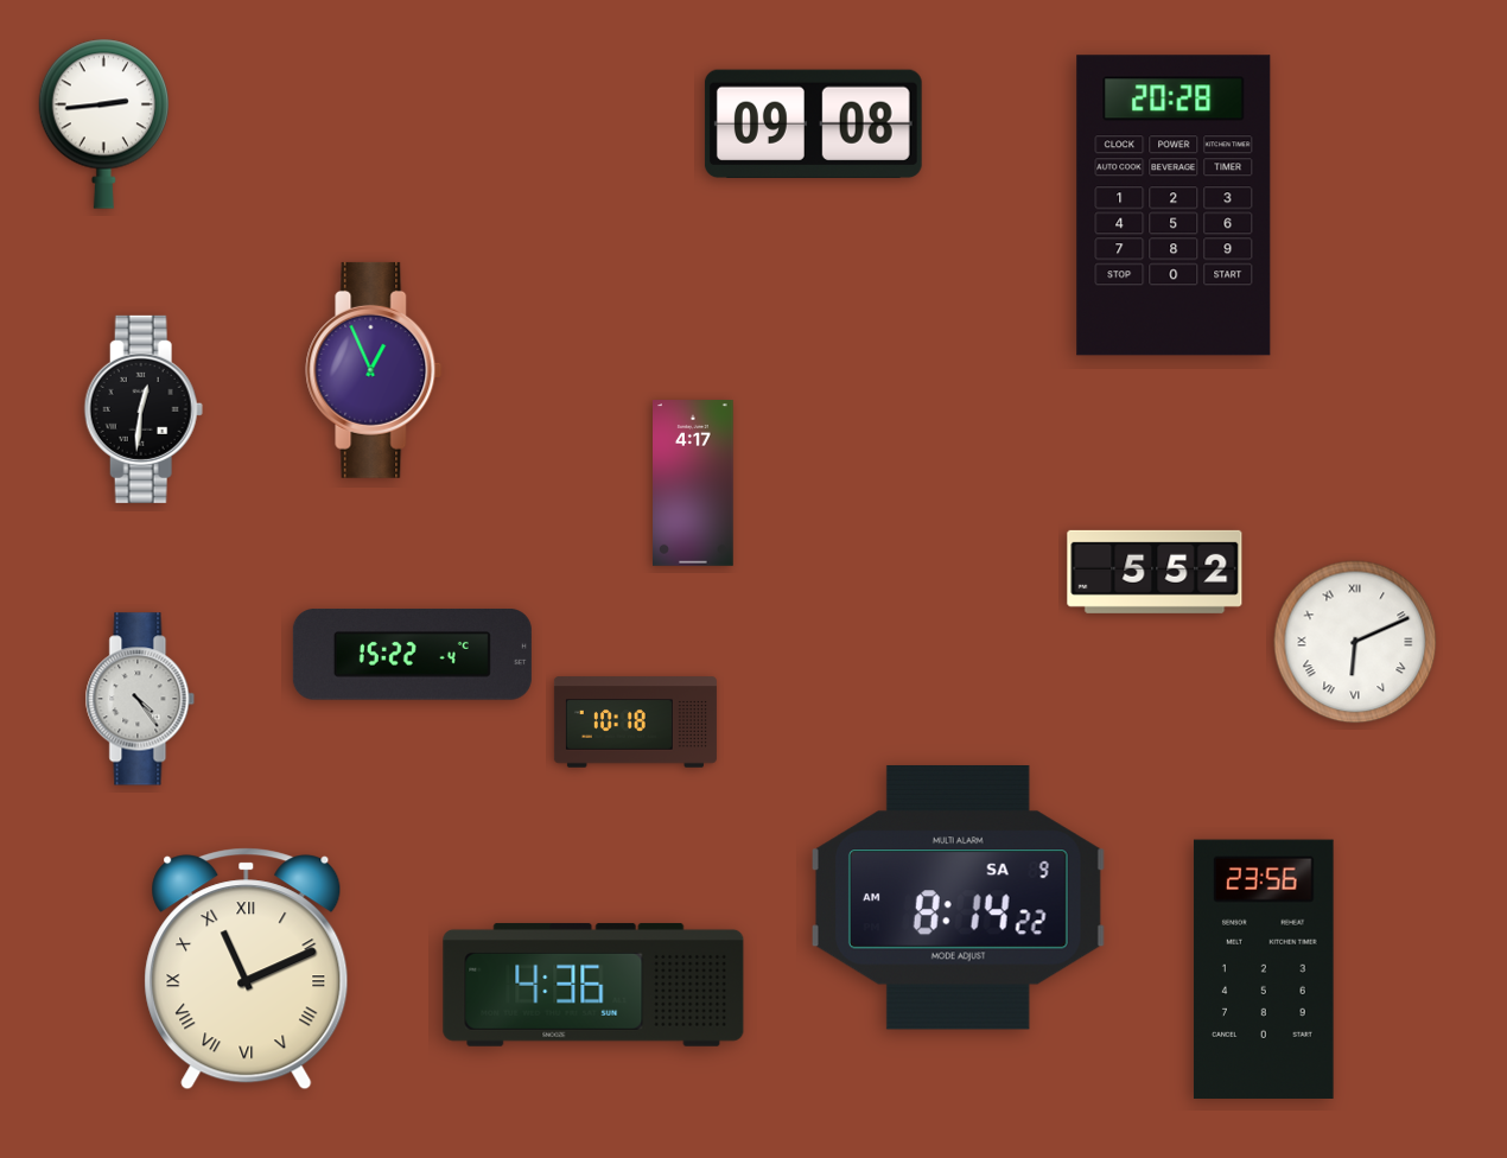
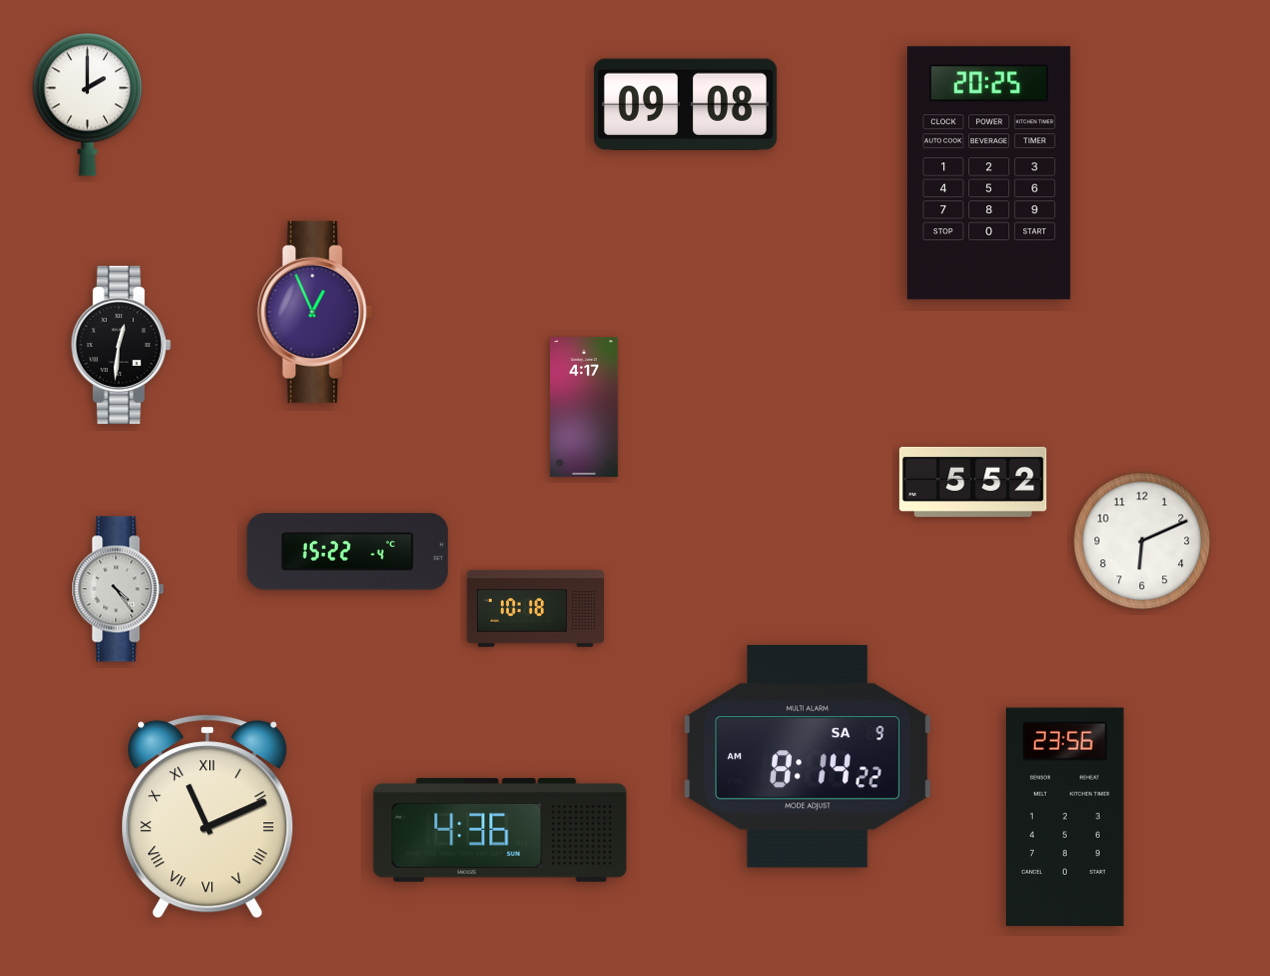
clock at (103, 123): 2:44 -> 2:00
clock at (1174, 205): 20:28 -> 20:25
clock at (1355, 642) numerals: Roman -> Arabic
